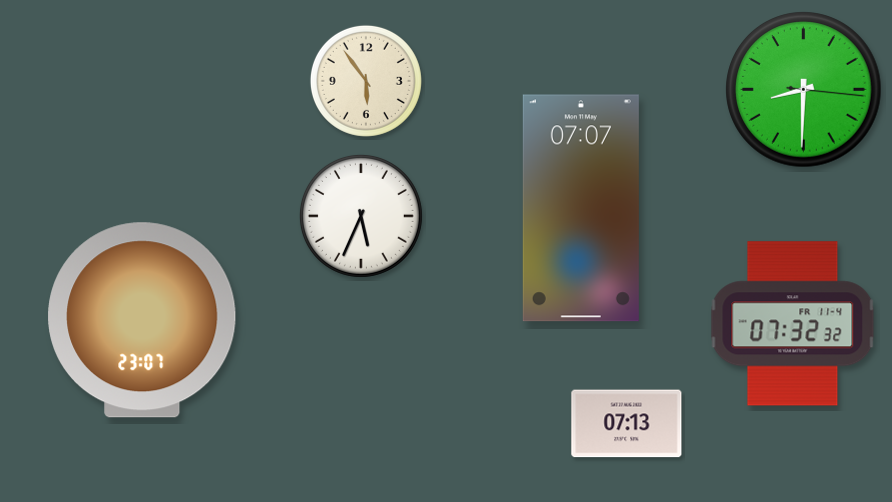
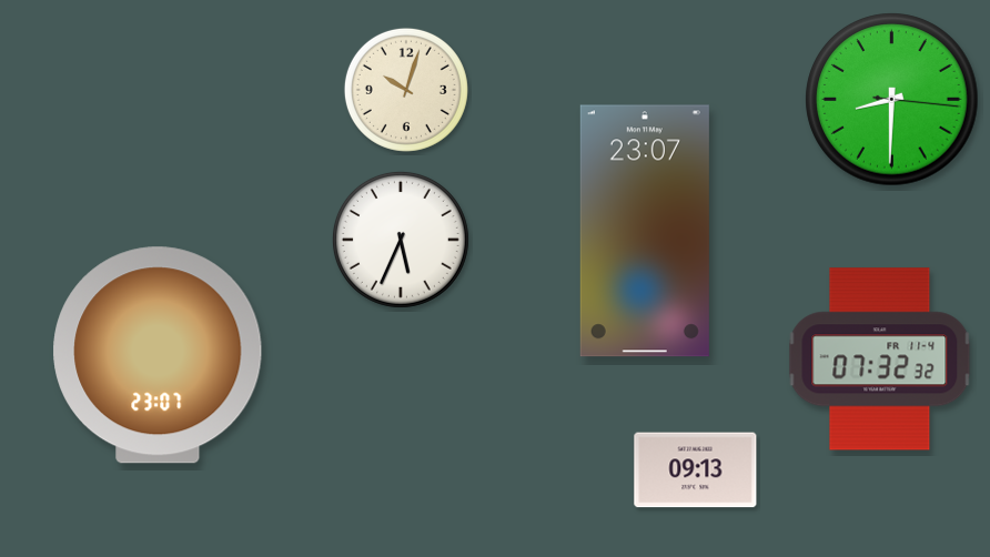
clock at (366, 81): 5:54 -> 10:03
clock at (581, 208): 07:07 -> 23:07
clock at (627, 424): 07:13 -> 09:13
